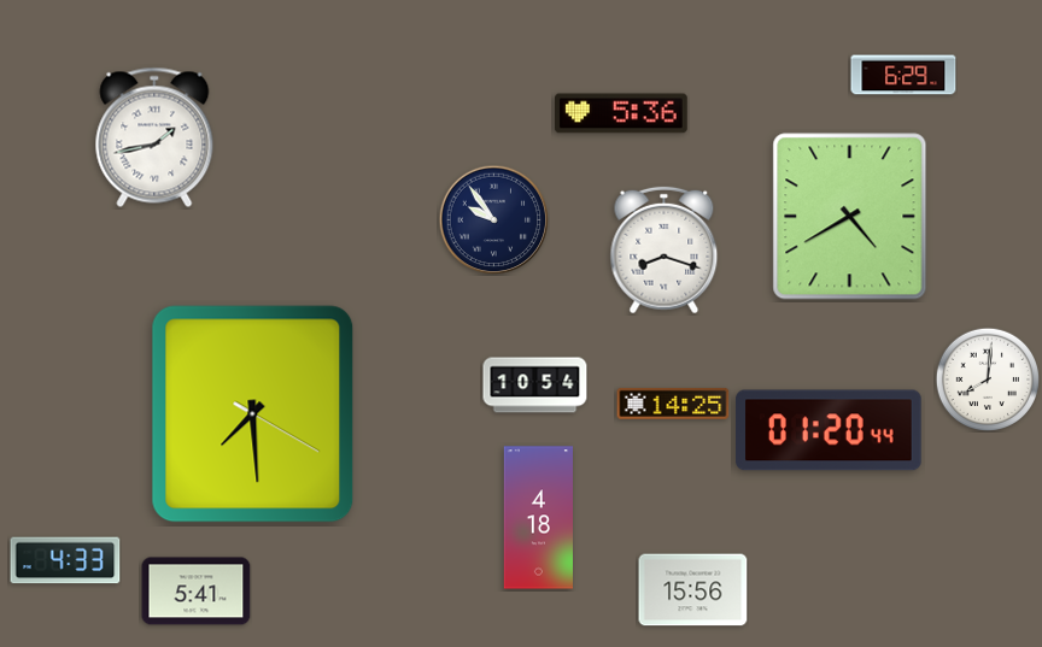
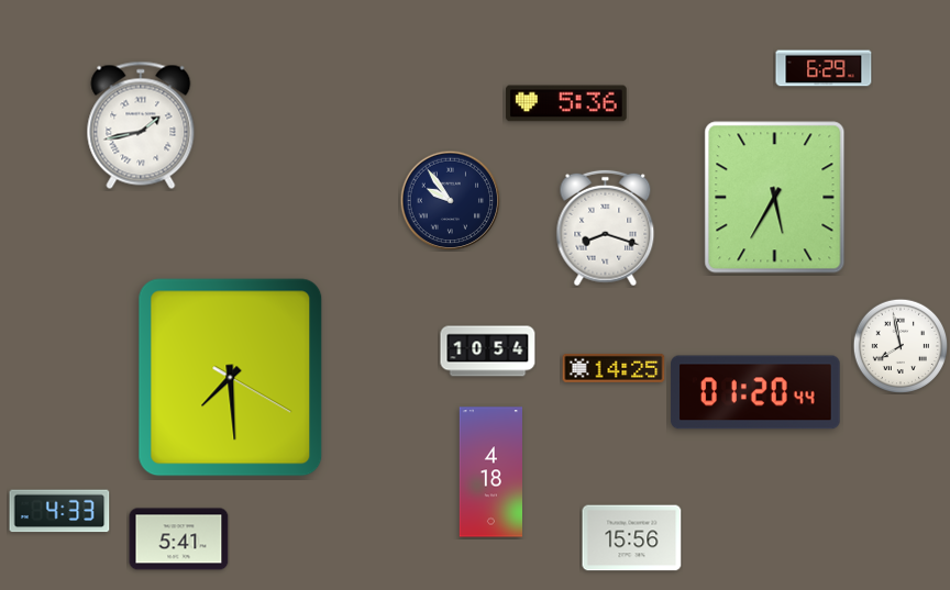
clock at (850, 217): 4:40 -> 5:35
clock at (988, 380): 8:01 -> 7:58
